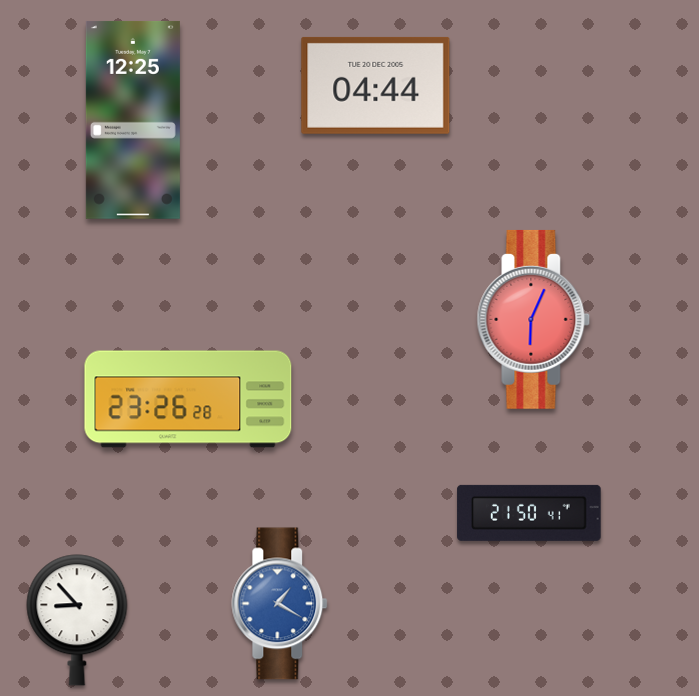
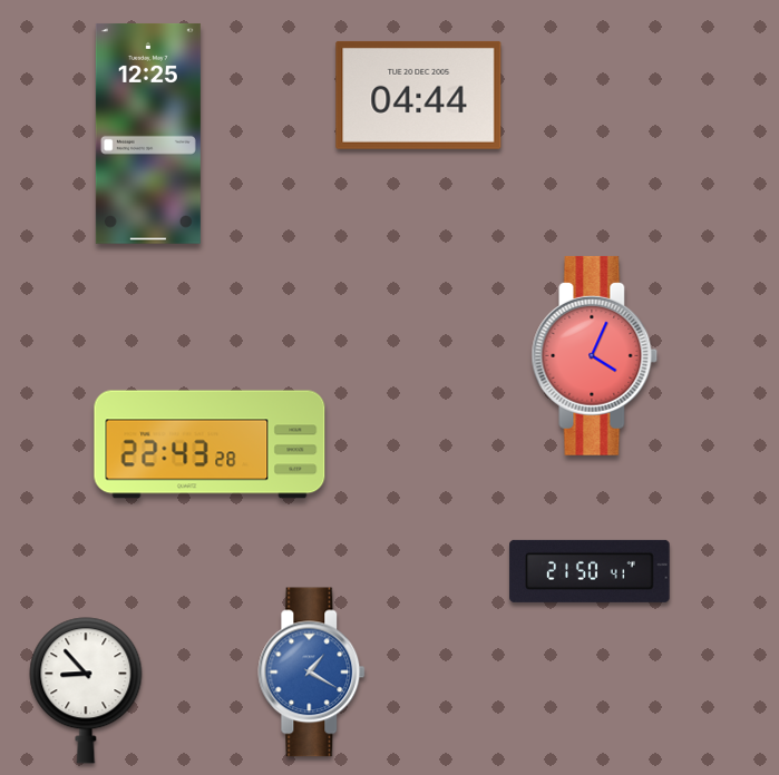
clock at (534, 319): 6:04 -> 4:04
clock at (188, 399): 23:26 -> 22:43
